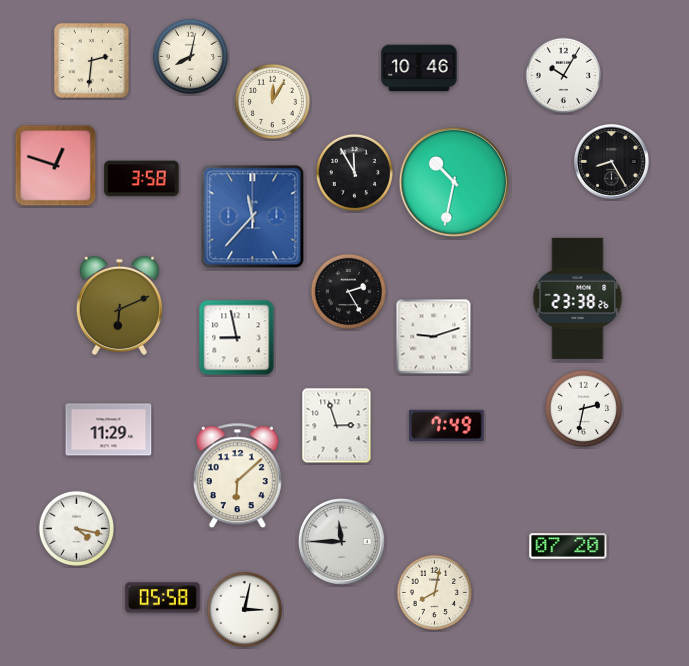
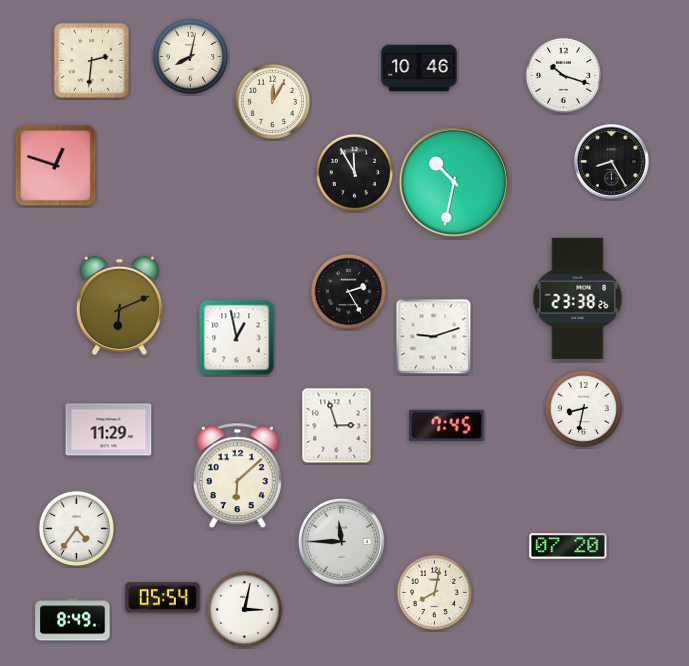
clock at (563, 75): 10:05 -> 10:18
clock at (142, 179): 3:58 -> none
clock at (253, 217): 11:37 -> none
clock at (237, 338): 8:58 -> 12:58
clock at (583, 408): 2:32 -> 8:32
clock at (447, 425): 7:49 -> 7:45
clock at (76, 528): 4:17 -> 4:36
clock at (163, 598): 05:58 -> 05:54
clock at (73, 620): none -> 8:49
